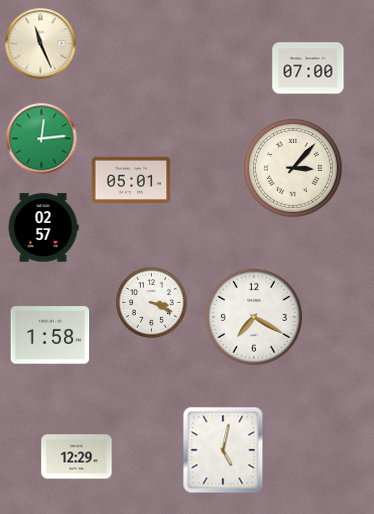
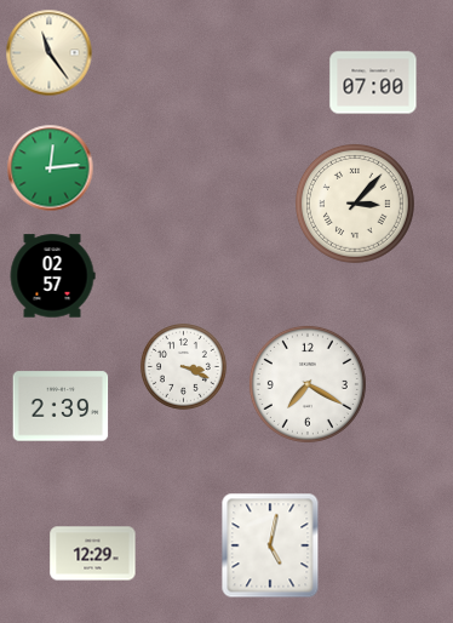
clock at (41, 44): 11:26 -> 11:24
clock at (131, 180): 05:01 -> none
clock at (50, 335): 1:58 -> 2:39
